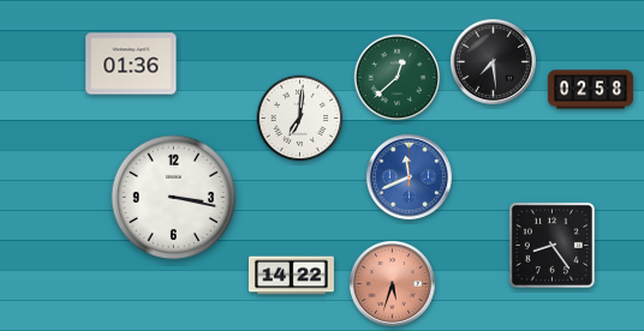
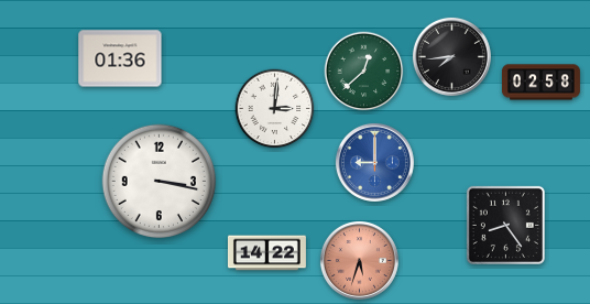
clock at (493, 61): 7:29 -> 7:44
clock at (300, 119): 7:01 -> 3:01
clock at (409, 176): 11:41 -> 9:00
